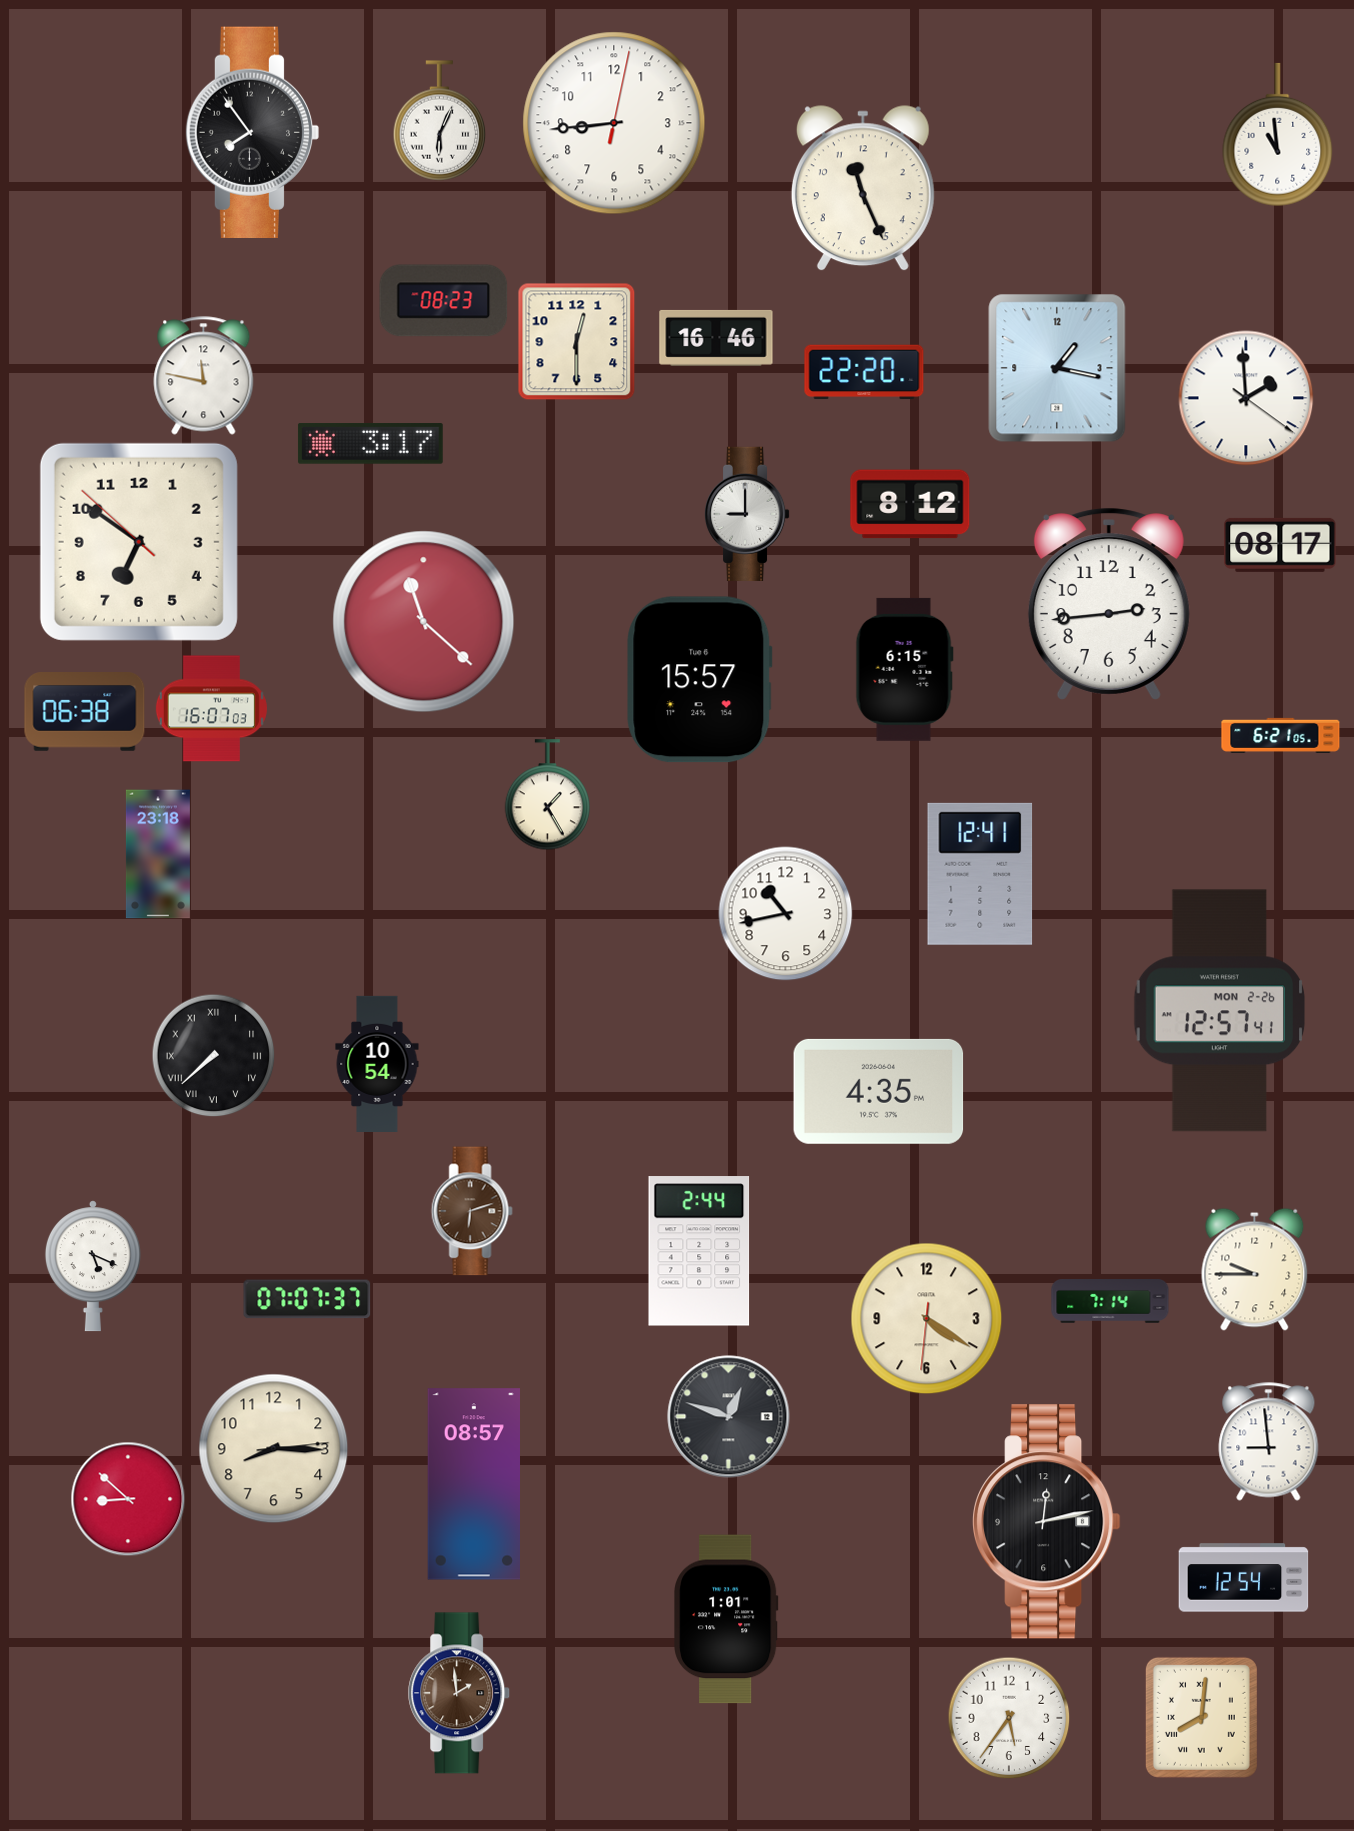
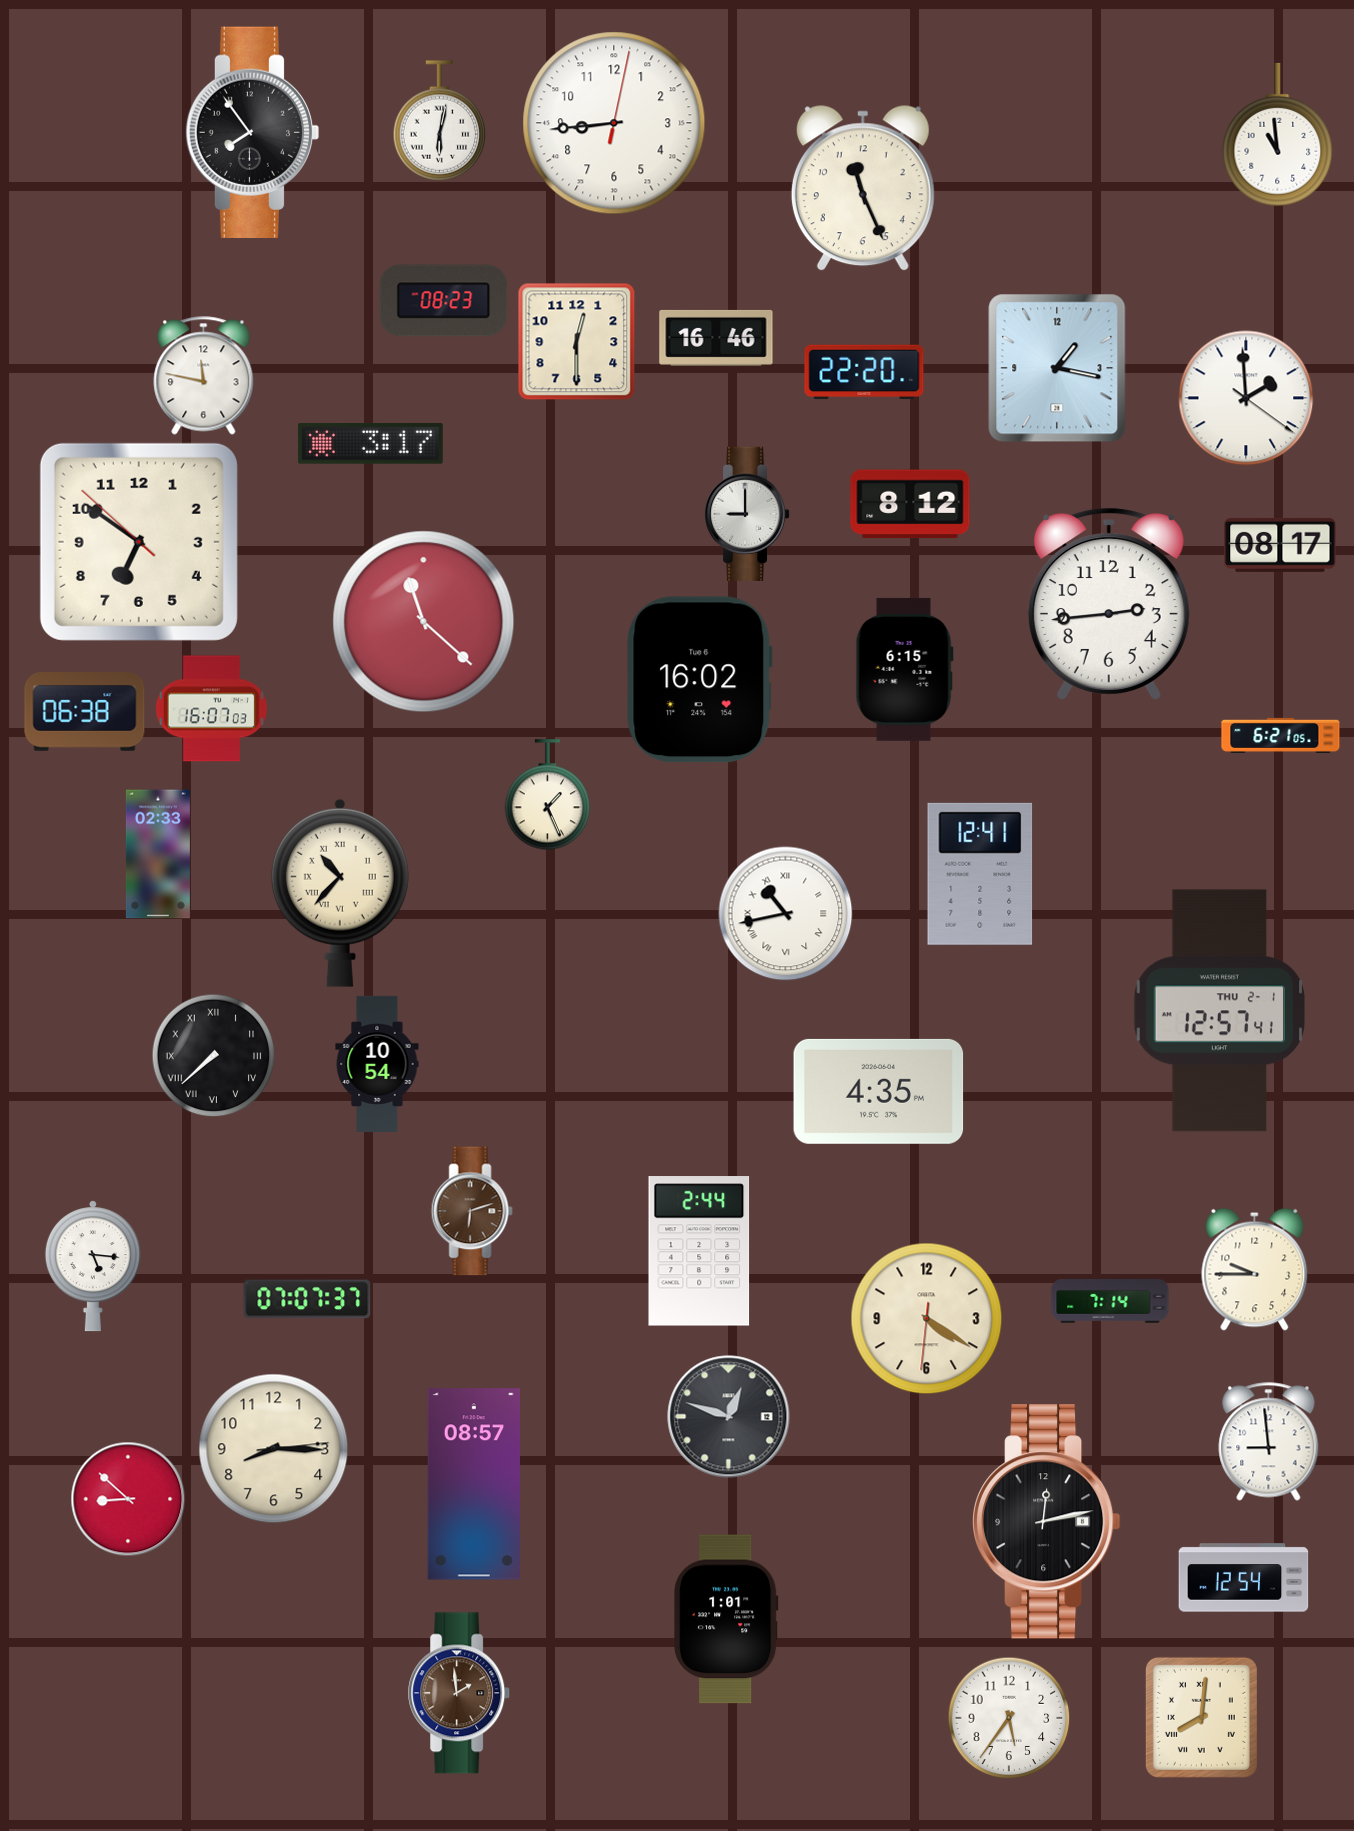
clock at (440, 121): 6:04 -> 6:02
clock at (700, 680): 15:57 -> 16:02
clock at (547, 795): 1:25 -> 1:26
clock at (158, 854): 23:18 -> 02:33
clock at (340, 893): none -> 10:37
clock at (786, 914) numerals: Arabic -> Roman
clock at (1220, 1011) date: MON 2-26 -> THU 2-1
clock at (93, 1266): 5:19 -> 5:16
